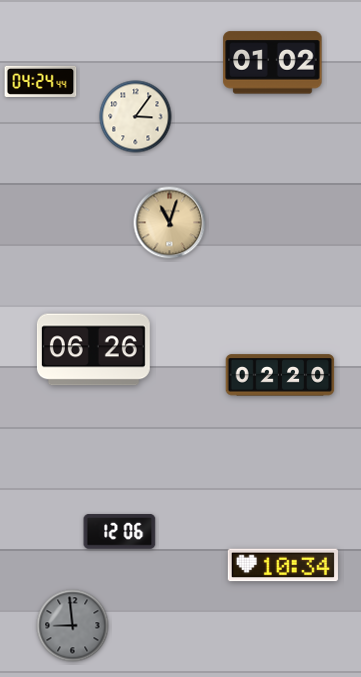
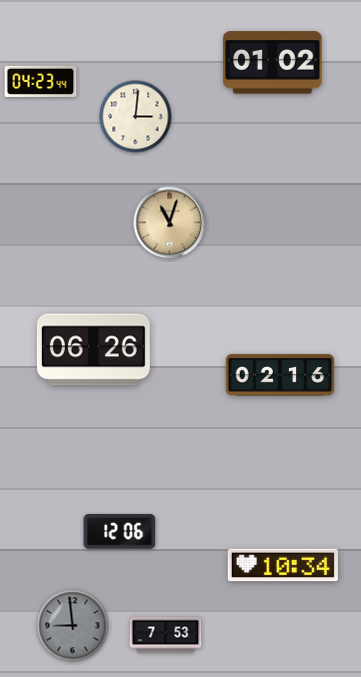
clock at (41, 81): 04:24 -> 04:23
clock at (136, 117): 3:06 -> 3:01
clock at (280, 375): 02:20 -> 02:16
clock at (166, 635): none -> 7:53
